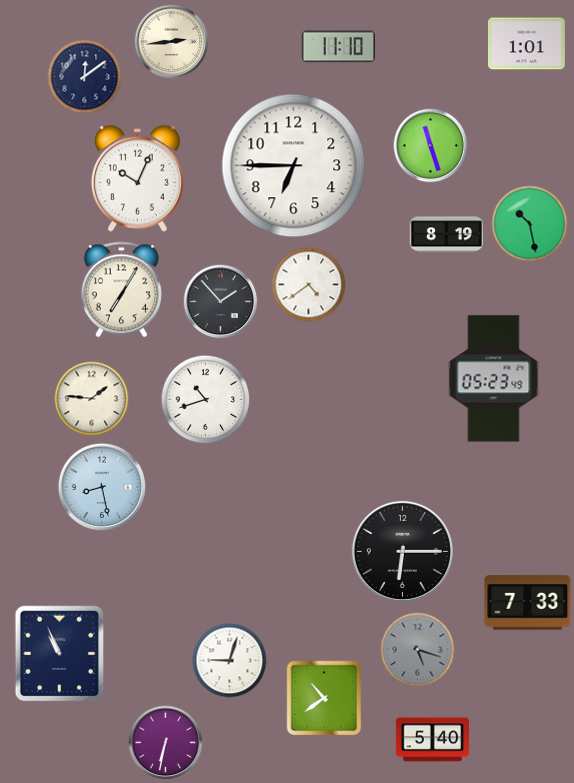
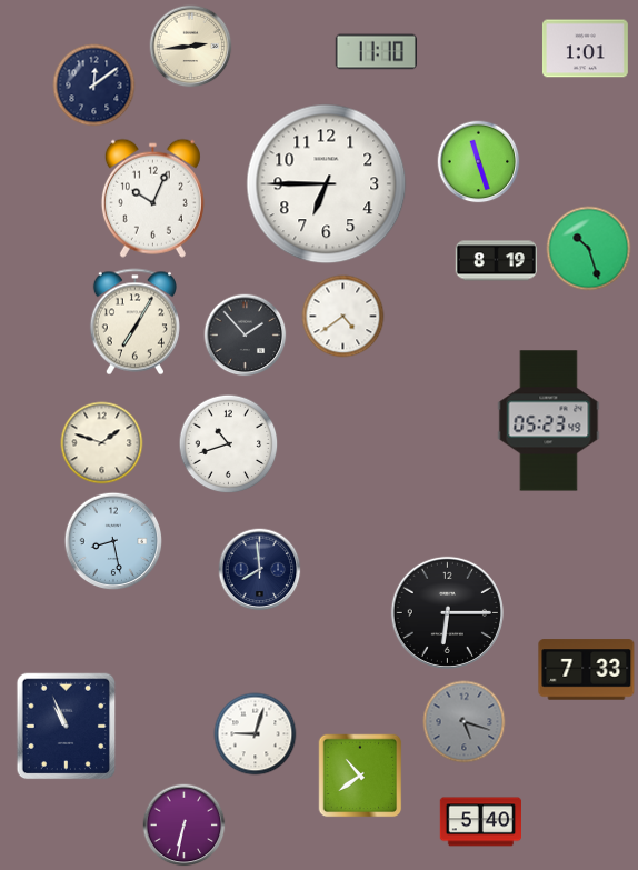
clock at (530, 224): 10:28 -> 10:27
clock at (92, 399): 1:46 -> 1:48
clock at (260, 570): none -> 7:59
